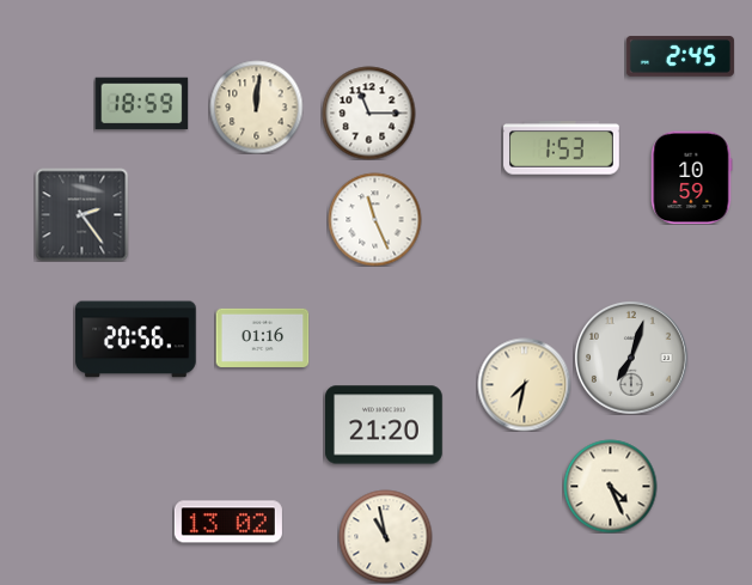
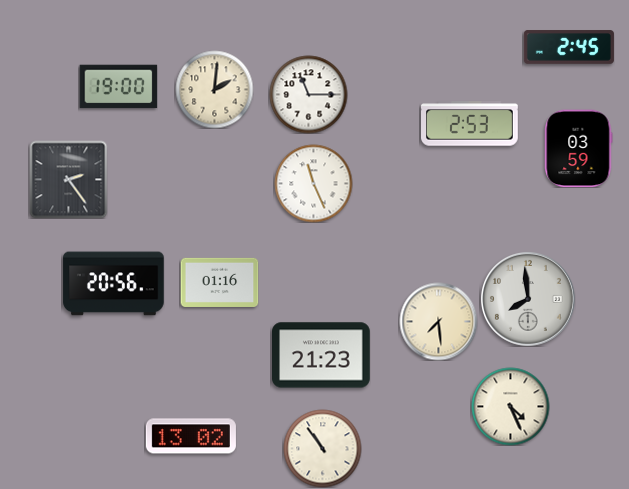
clock at (141, 104): 18:59 -> 19:00
clock at (256, 106): 12:01 -> 2:01
clock at (562, 148): 1:53 -> 2:53
clock at (692, 177): 10:59 -> 03:59
clock at (631, 358): 7:03 -> 7:59
clock at (524, 384): 7:32 -> 7:29
clock at (385, 425): 21:20 -> 21:23
clock at (385, 536): 10:58 -> 10:54
